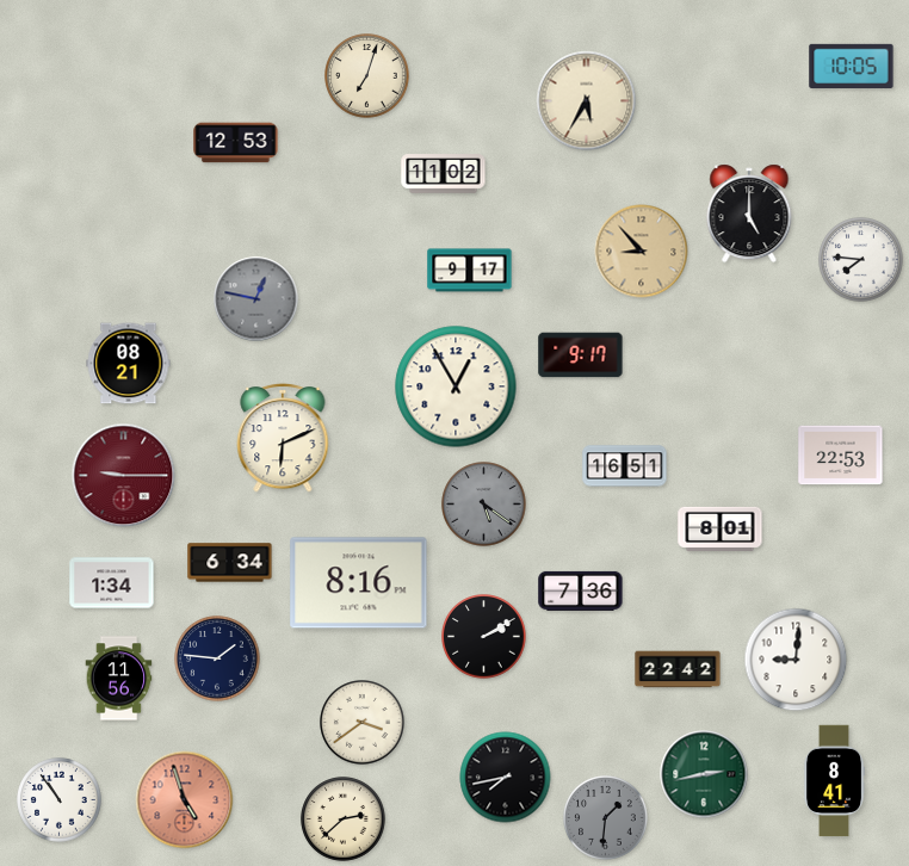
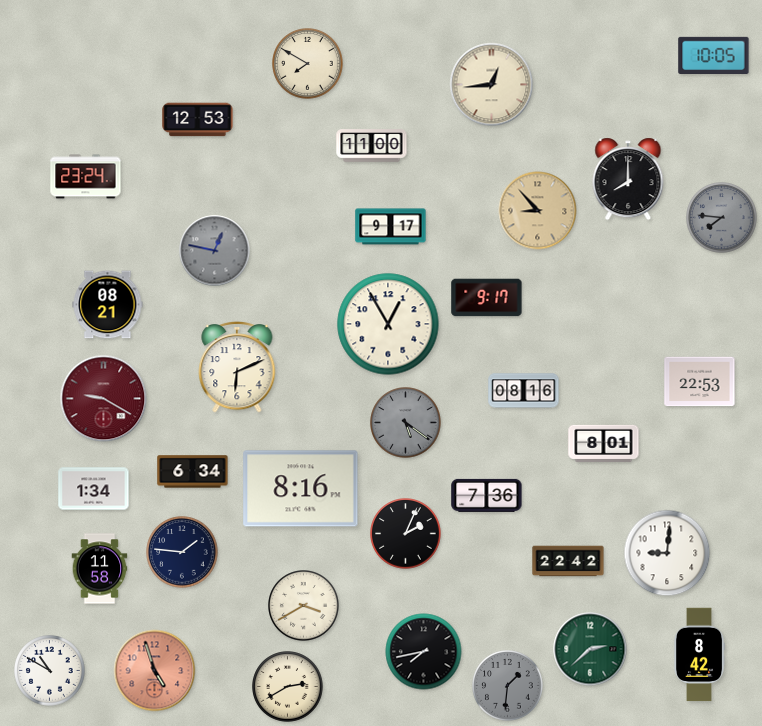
clock at (367, 76): 7:03 -> 7:50
clock at (587, 101): 5:35 -> 12:44
clock at (444, 174): 11:02 -> 11:00
clock at (86, 177): none -> 23:24
clock at (749, 214): 5:00 -> 8:00
clock at (861, 260) dial: white -> grey
clock at (470, 271) position: (470, 271) -> (391, 227)
clock at (456, 386) position: (456, 386) -> (388, 324)
clock at (841, 456) position: (841, 456) -> (700, 382)
clock at (625, 466): 16:51 -> 08:16
clock at (124, 476): 9:15 -> 9:20
clock at (484, 637): 2:10 -> 2:04
clock at (119, 679): 11:56 -> 11:58
clock at (363, 723): 3:39 -> 3:40
clock at (704, 774): 2:43 -> 2:38
clock at (834, 781): 8:41 -> 8:42
clock at (60, 800): 10:54 -> 10:50
clock at (344, 819): 2:38 -> 2:40
